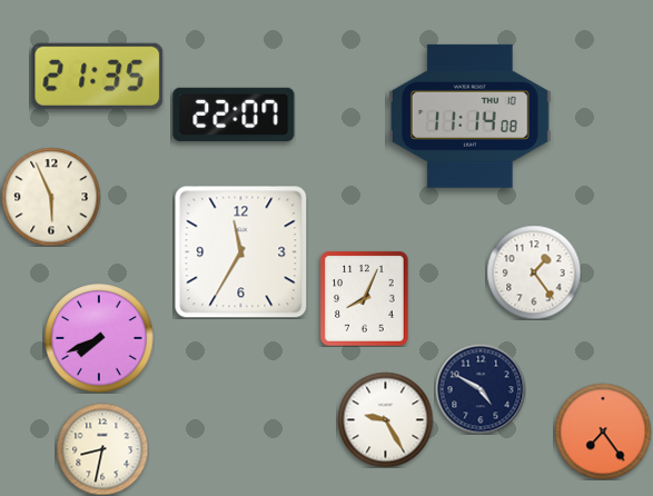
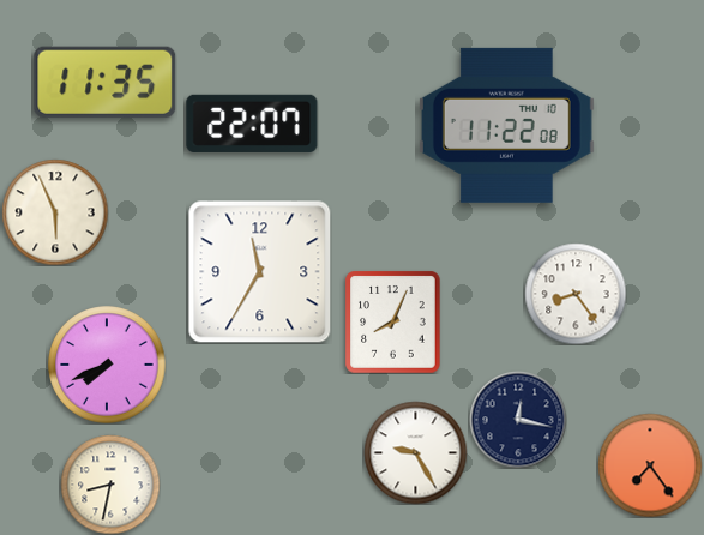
clock at (98, 76): 21:35 -> 11:35
clock at (469, 116): 11:14 -> 11:22
clock at (534, 272): 1:24 -> 8:24
clock at (481, 389): 4:50 -> 12:17
